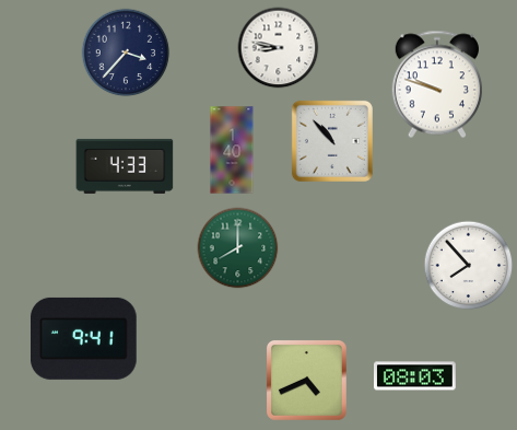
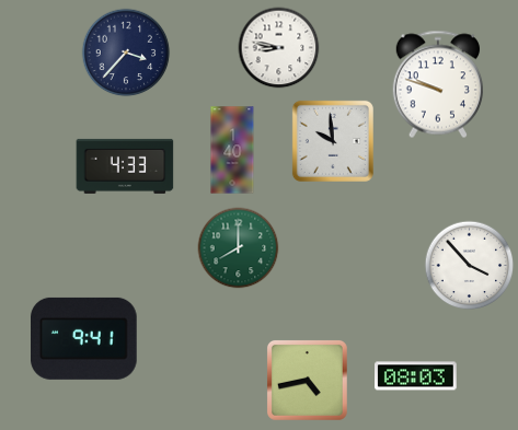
clock at (332, 141): 10:53 -> 9:59
clock at (469, 266): 7:53 -> 3:53
clock at (306, 380): 4:41 -> 4:43
